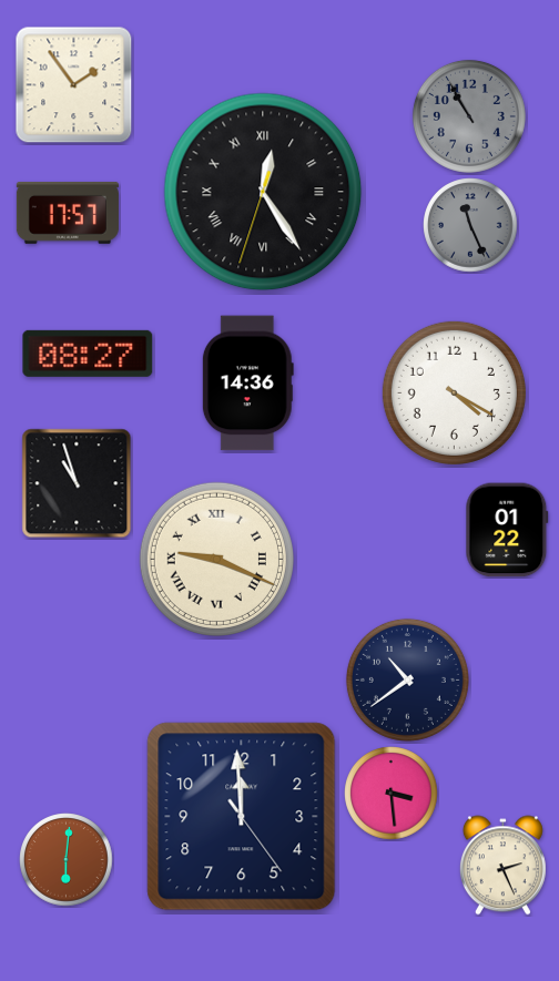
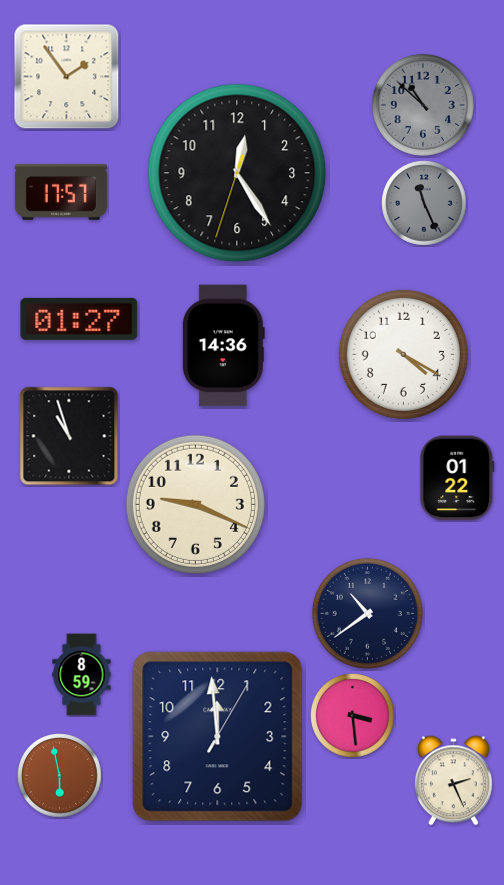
clock at (469, 116): 10:55 -> 10:52
clock at (263, 192) numerals: Roman -> Arabic
clock at (88, 354): 08:27 -> 01:27
clock at (454, 392) position: (454, 392) -> (403, 354)
clock at (216, 559) numerals: Roman -> Arabic
clock at (82, 675): none -> 8:59
clock at (242, 817): 11:59:24 -> 11:59:05
clock at (67, 860): 6:01 -> 5:58
